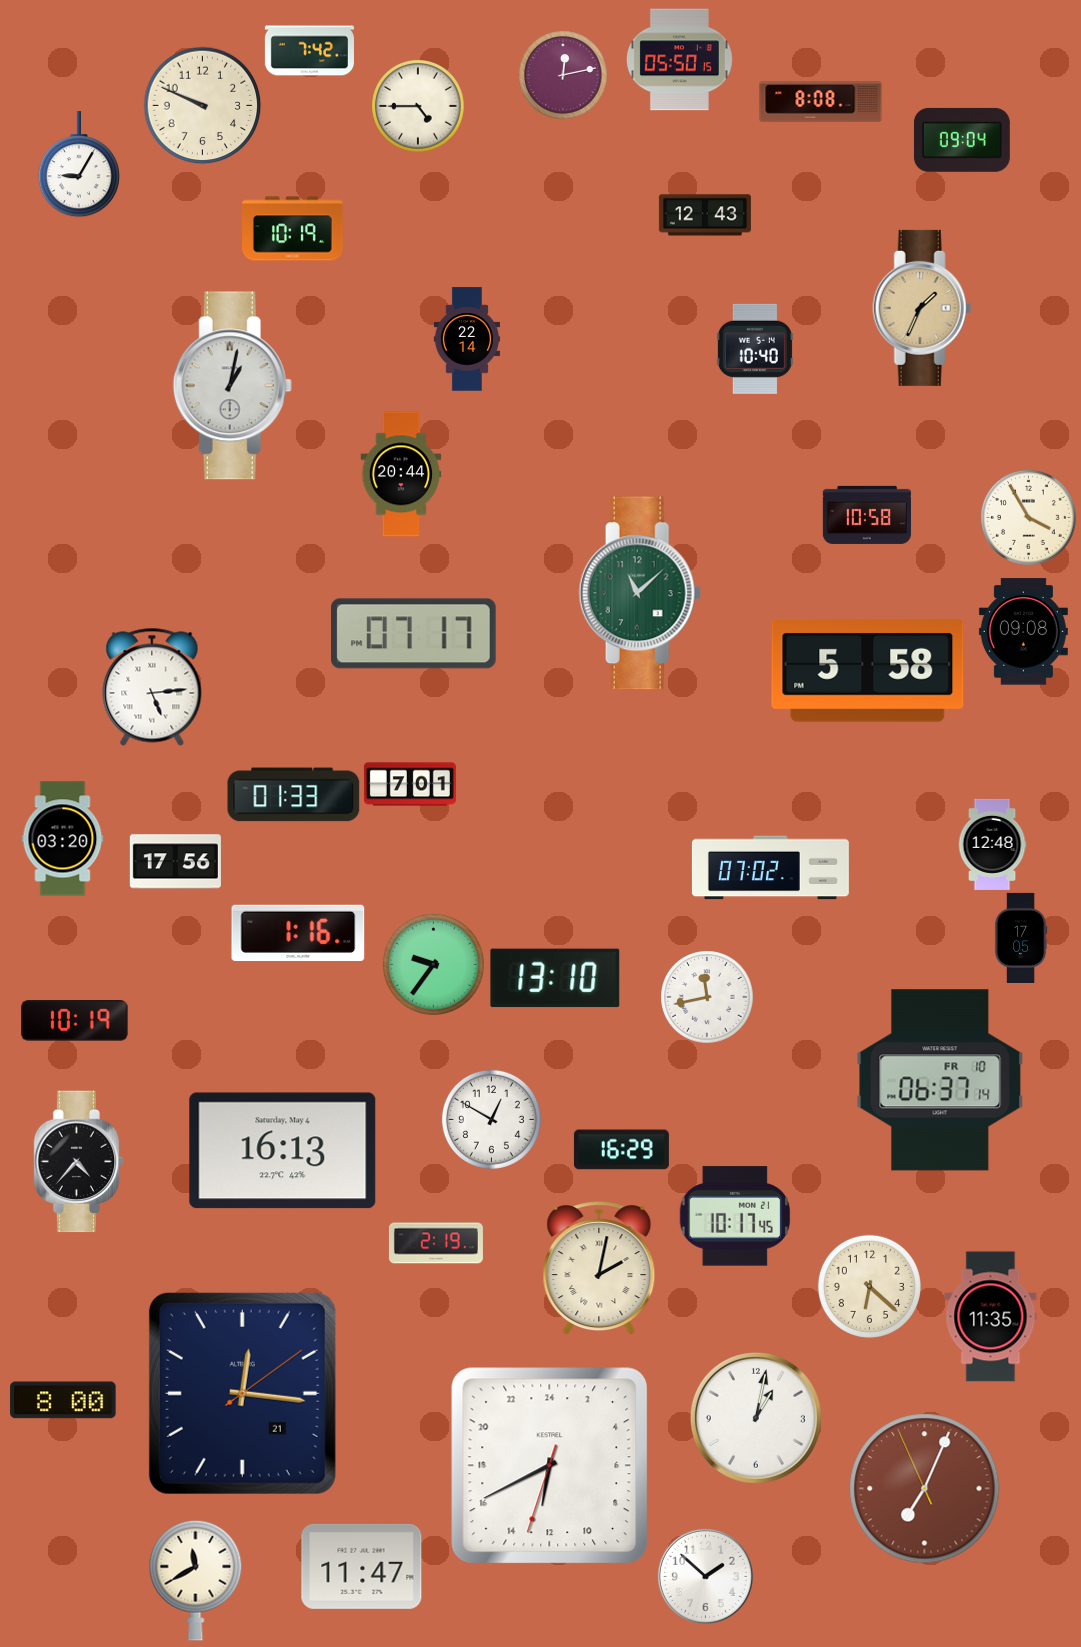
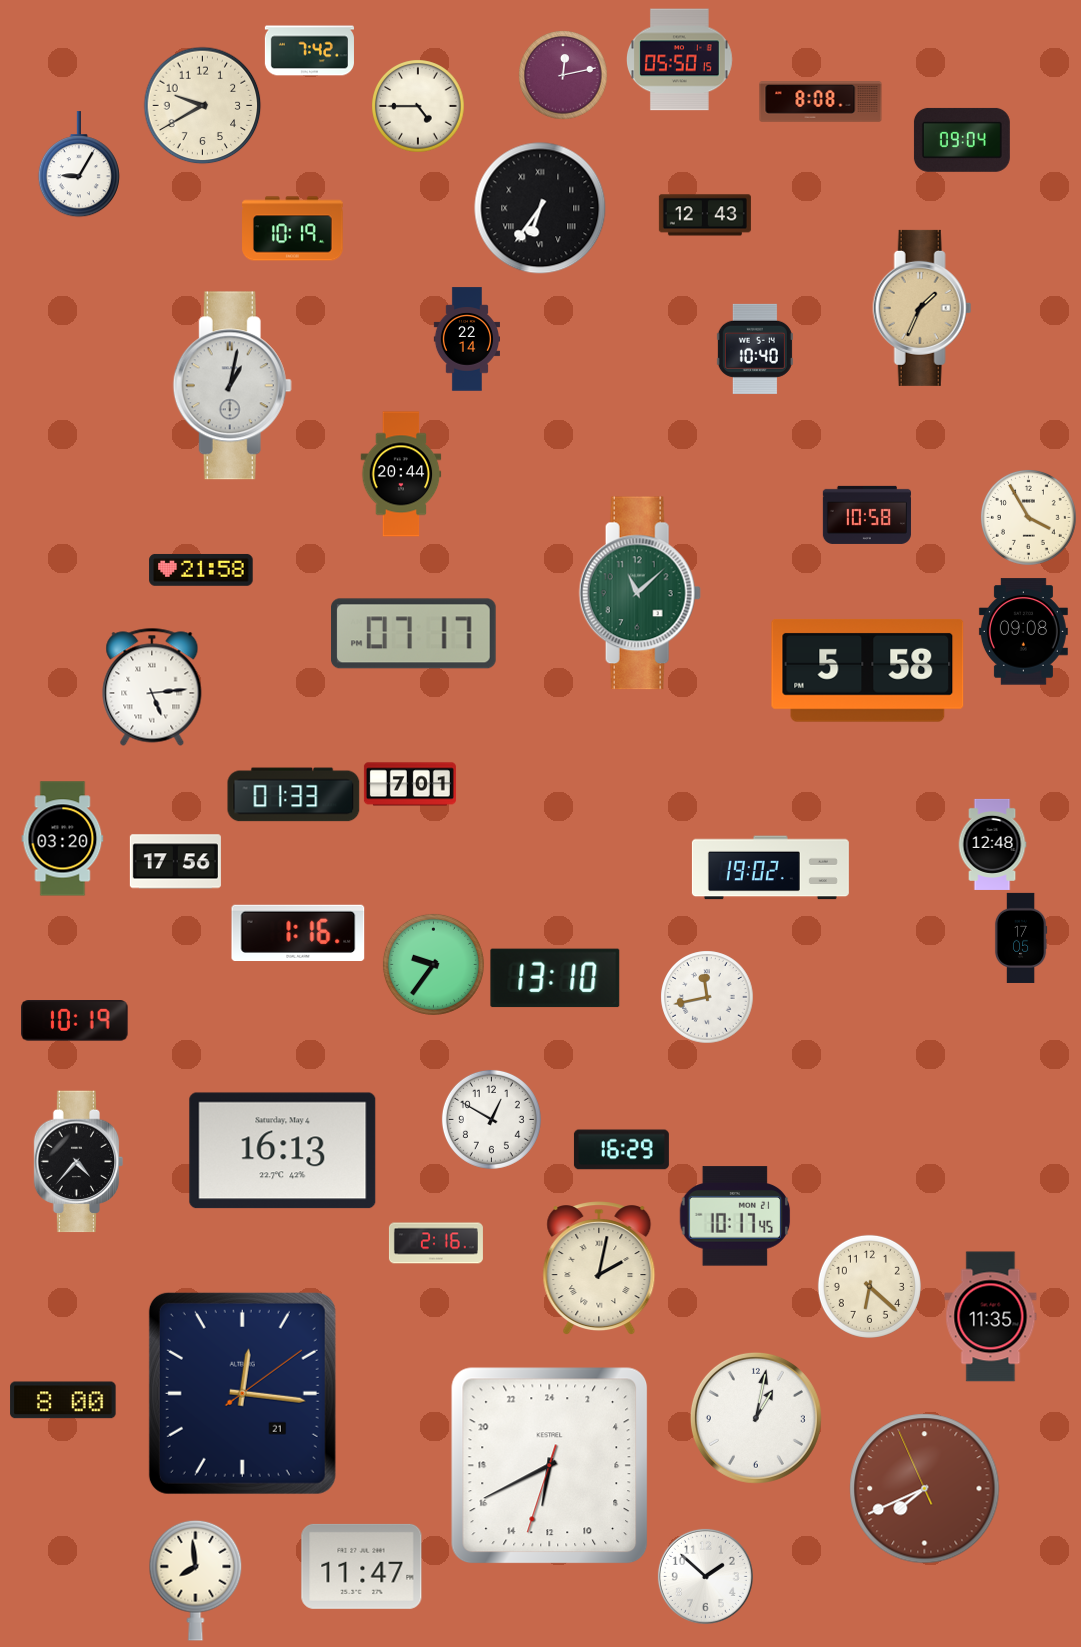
clock at (202, 105): 9:49 -> 9:40
clock at (540, 208): none -> 6:36
clock at (201, 570): none -> 21:58
clock at (770, 868): 07:02 -> 19:02
clock at (940, 1080): 06:37 -> none
clock at (436, 1243): 2:19 -> 2:16
clock at (925, 1489): 7:03 -> 7:40
clock at (196, 1580): 11:40 -> 7:59
